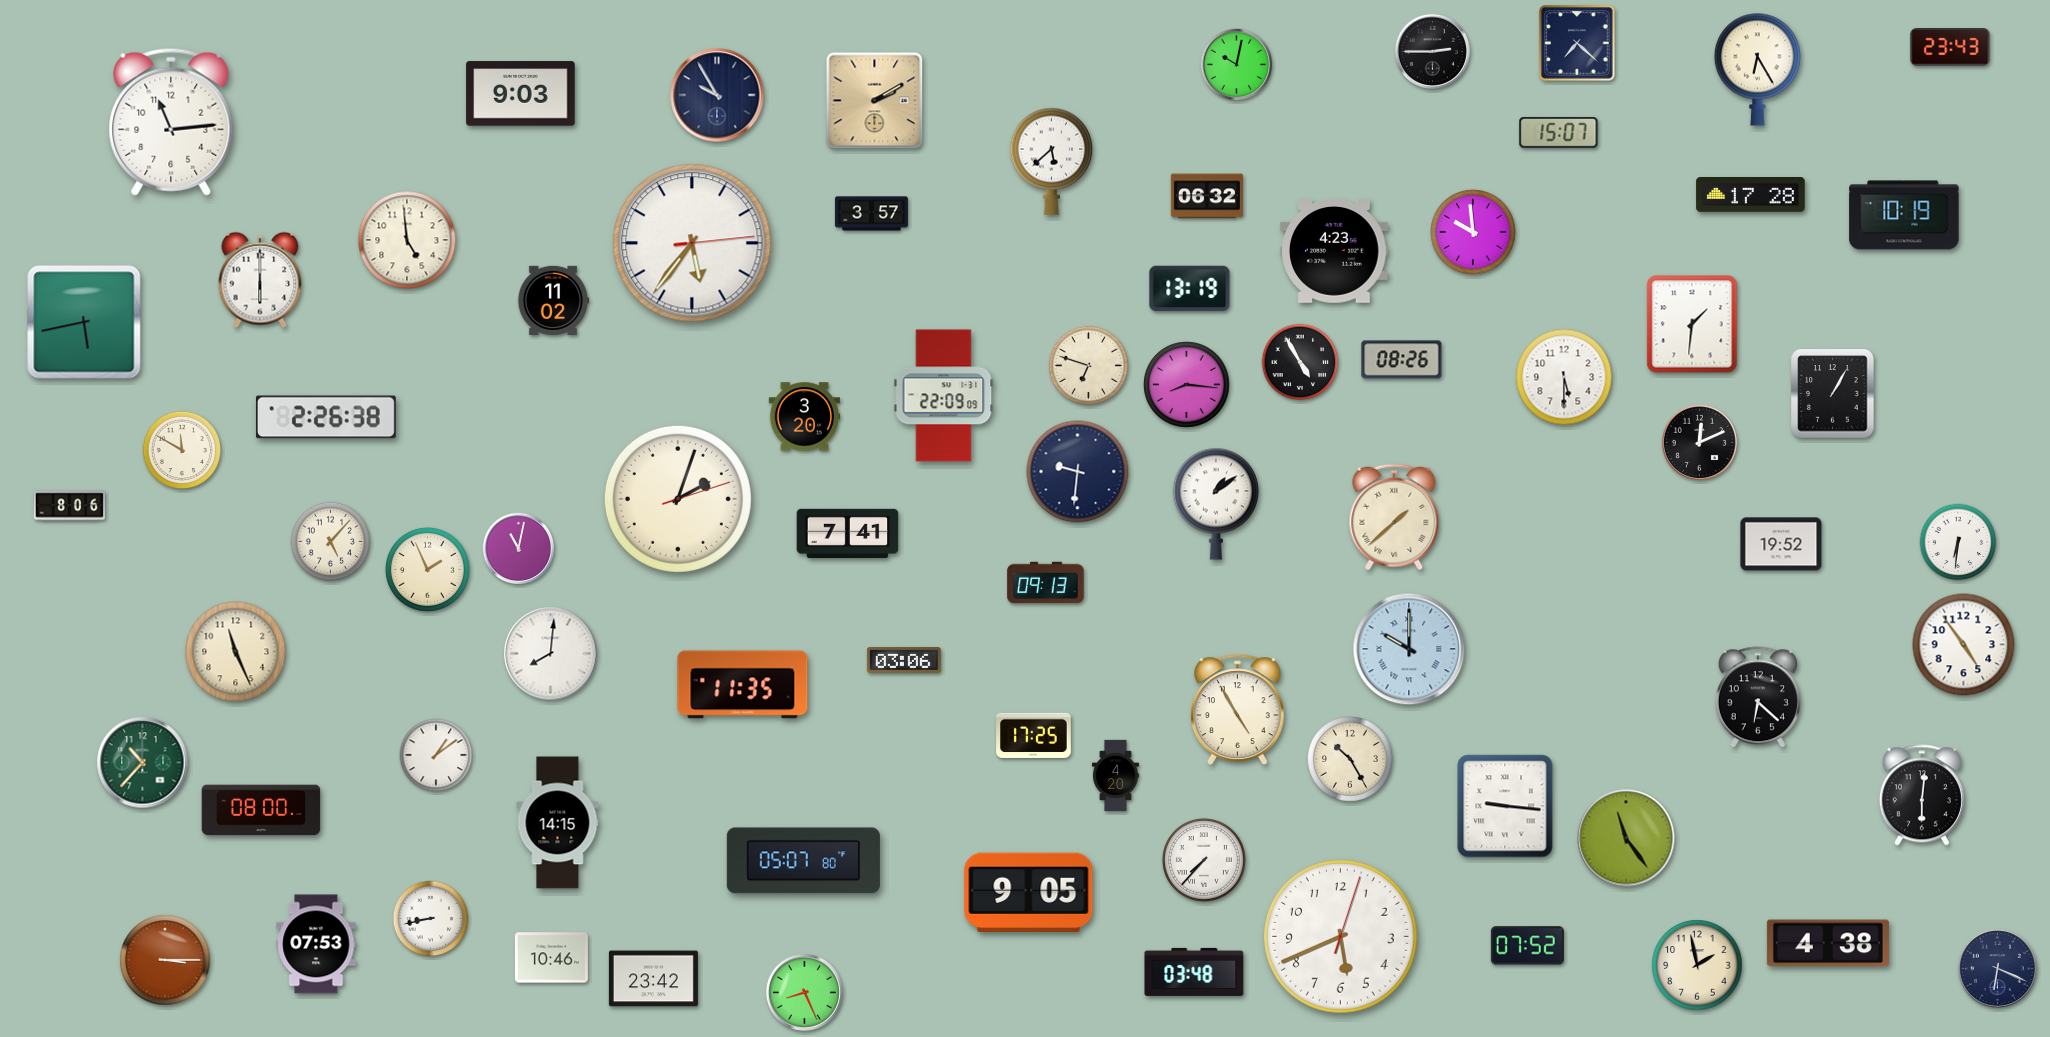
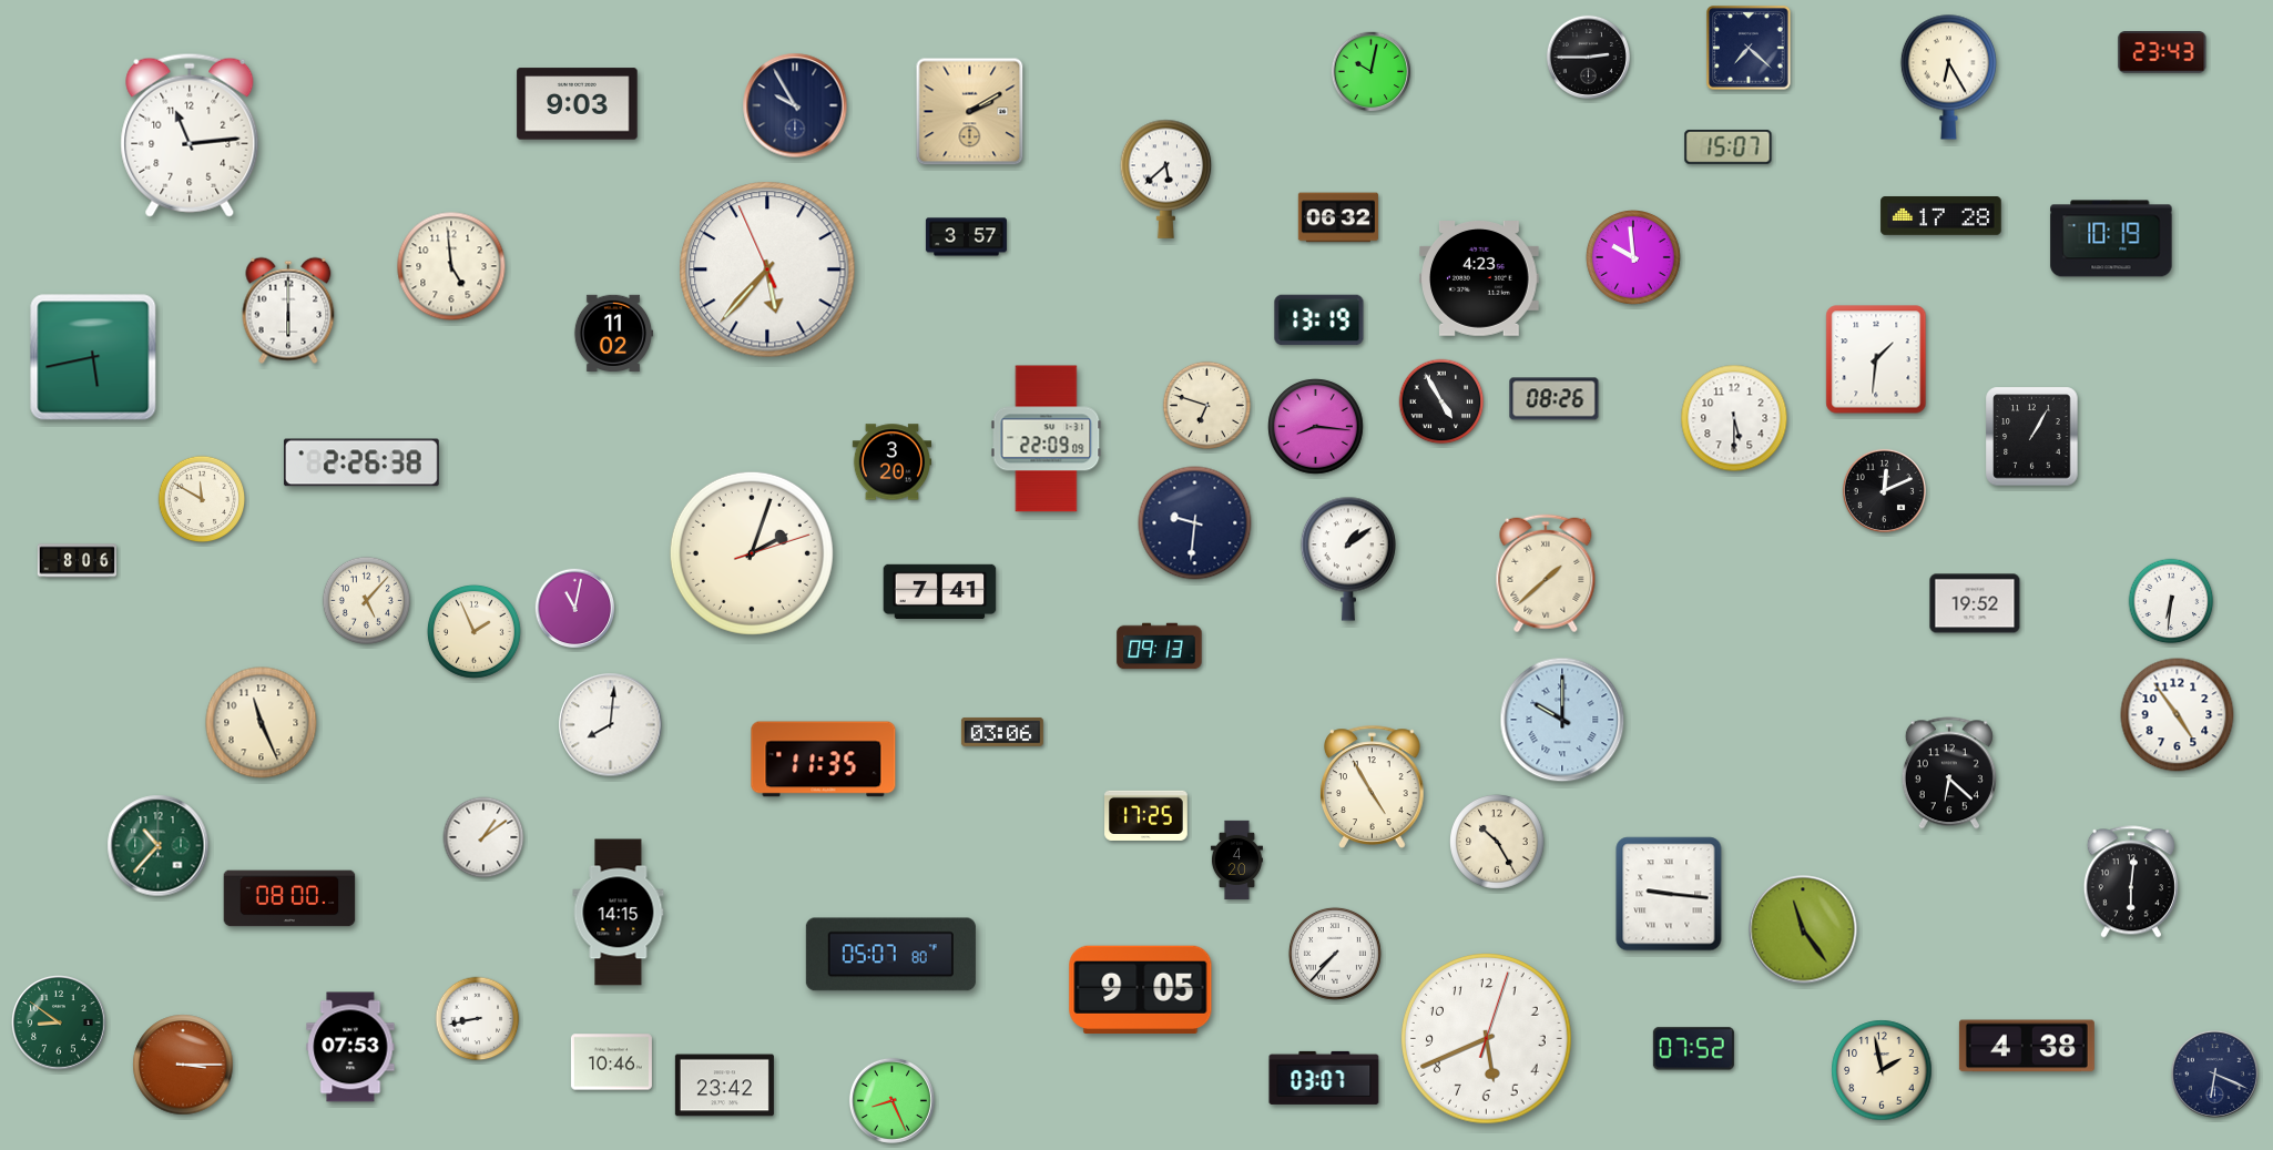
clock at (692, 243): 5:36:14 -> 5:36:56
clock at (59, 1022): none -> 8:51
clock at (1194, 972): 03:48 -> 03:07
